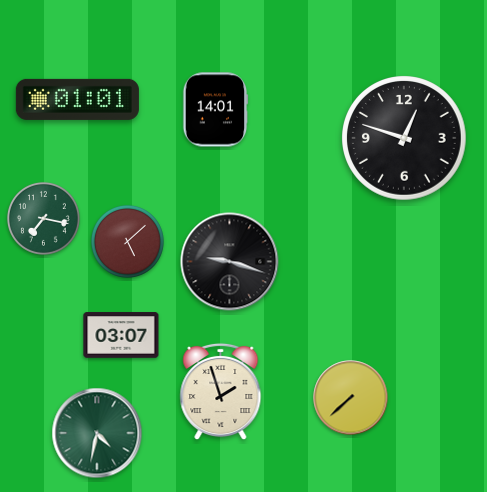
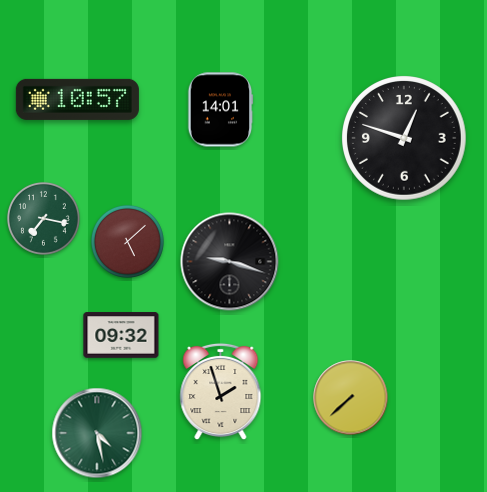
clock at (77, 99): 01:01 -> 10:57
clock at (215, 110) position: (215, 110) -> (220, 110)
clock at (121, 335): 03:07 -> 09:32
clock at (97, 433): 4:32 -> 4:28
